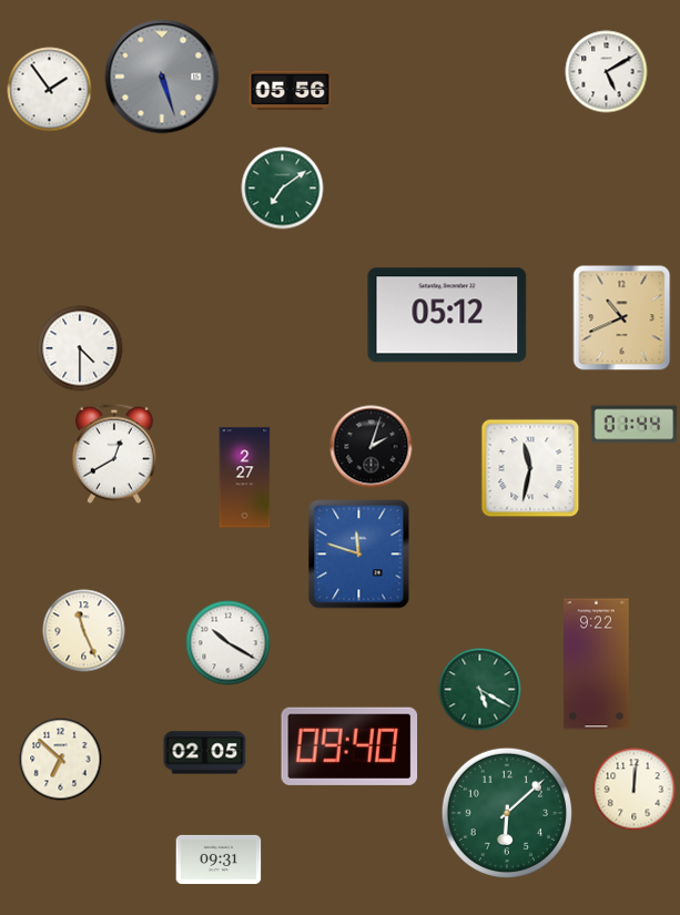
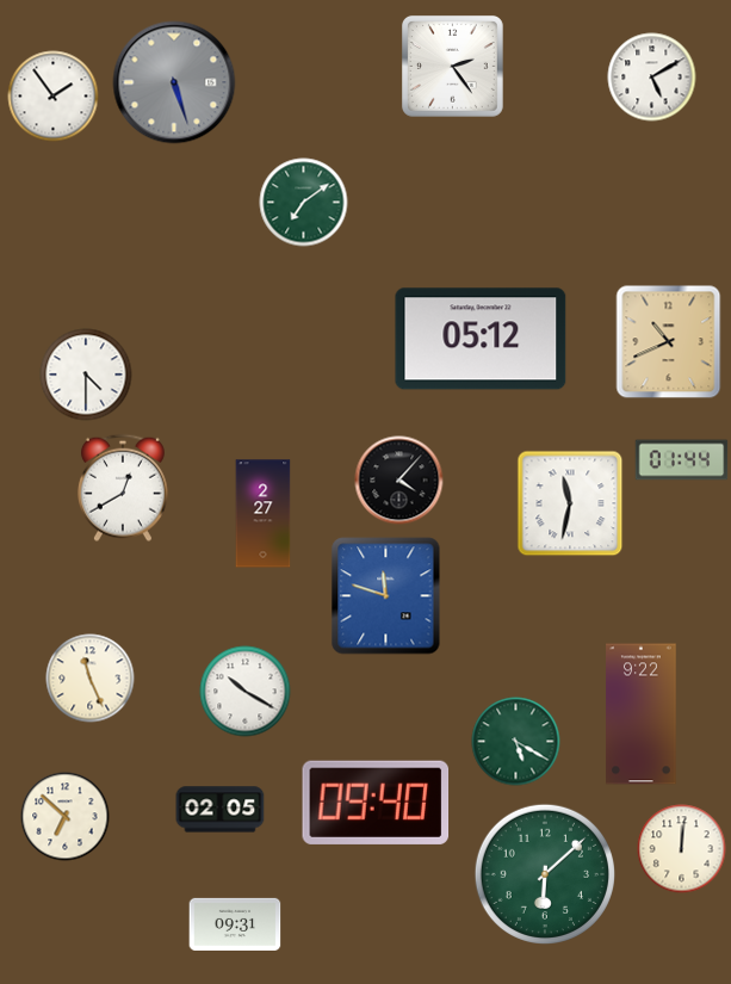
clock at (452, 66): none -> 2:24
clock at (291, 91): 05:56 -> none
clock at (635, 425) position: (635, 425) -> (682, 460)
clock at (372, 447): 2:03 -> 4:07
